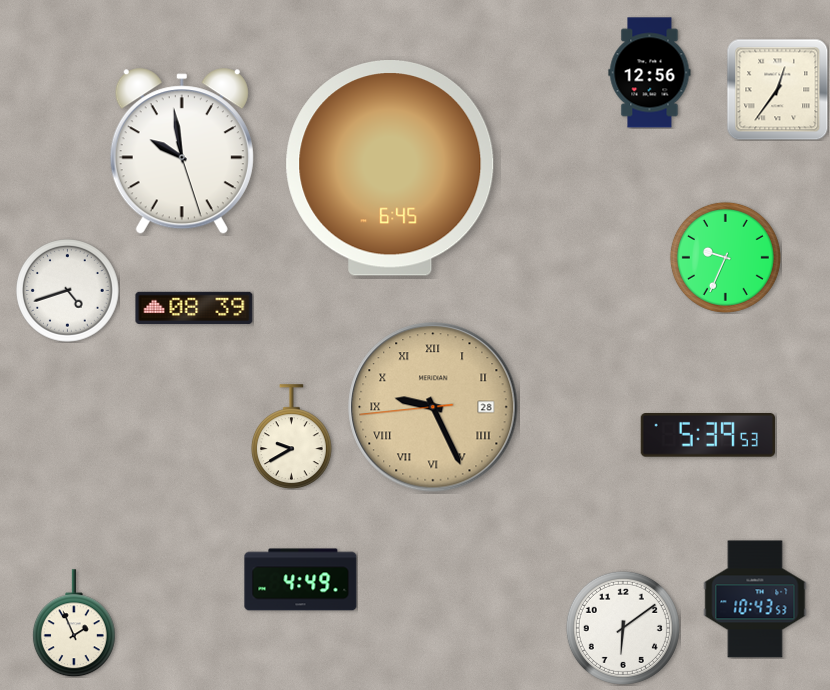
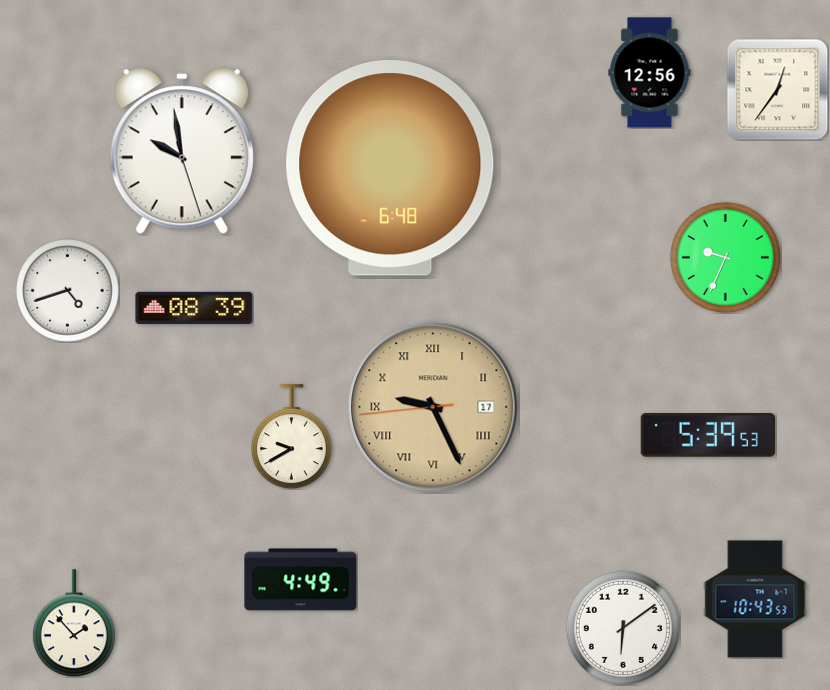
clock at (390, 169): 6:45 -> 6:48
clock at (433, 407) date: 28 -> 17
clock at (74, 623): 1:56 -> 1:53
